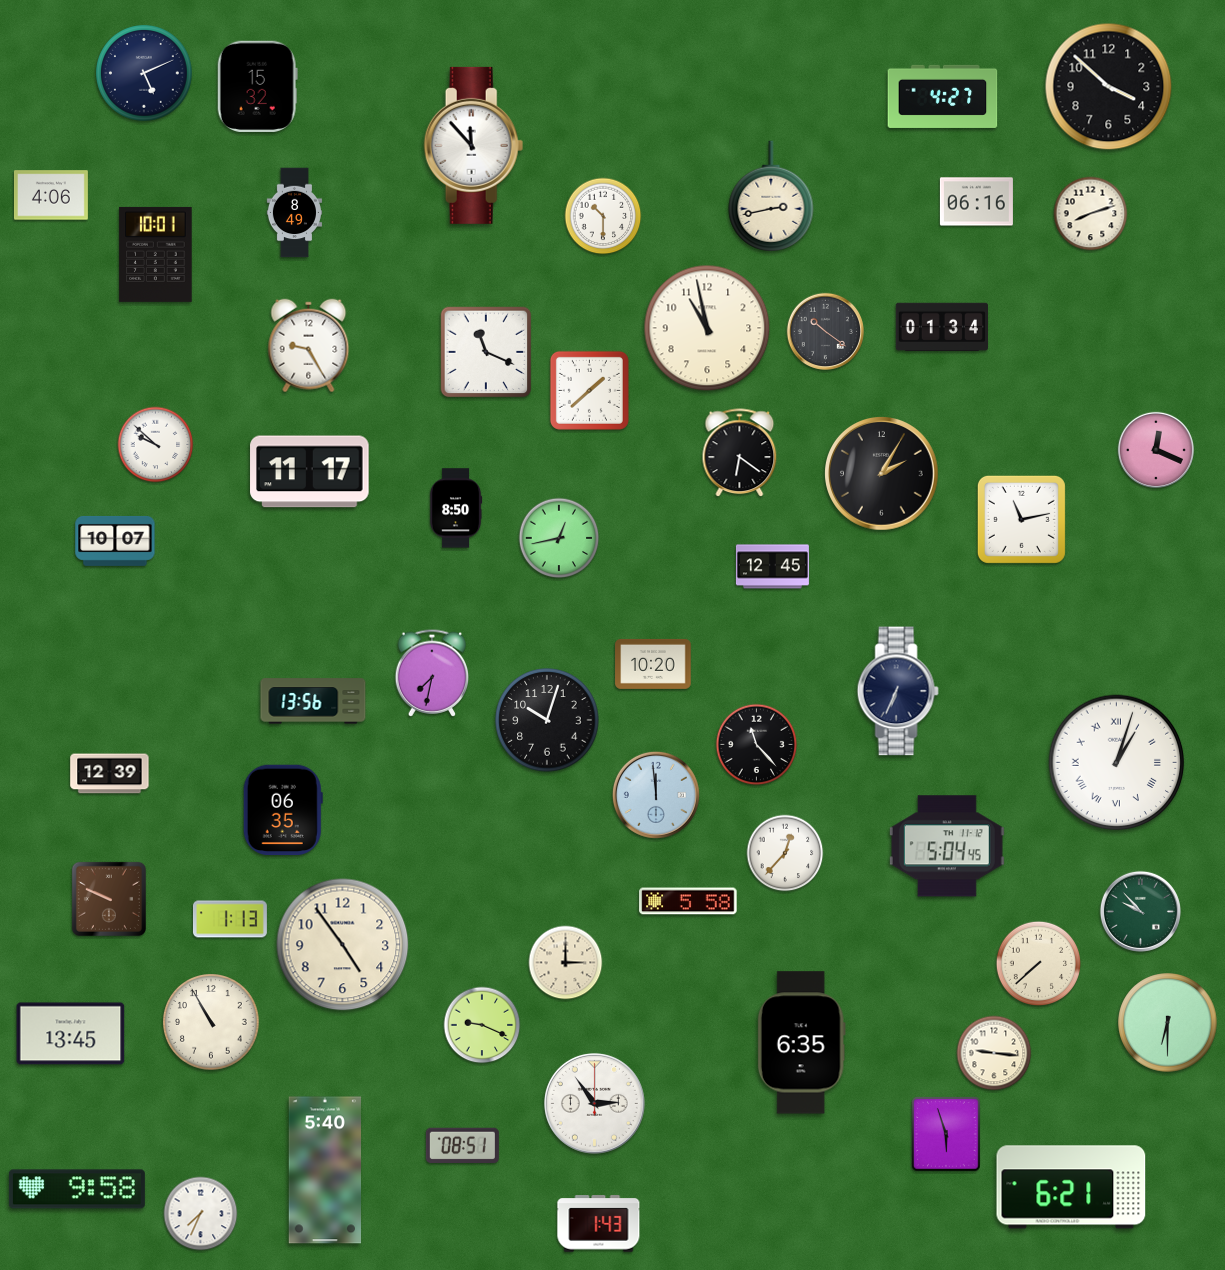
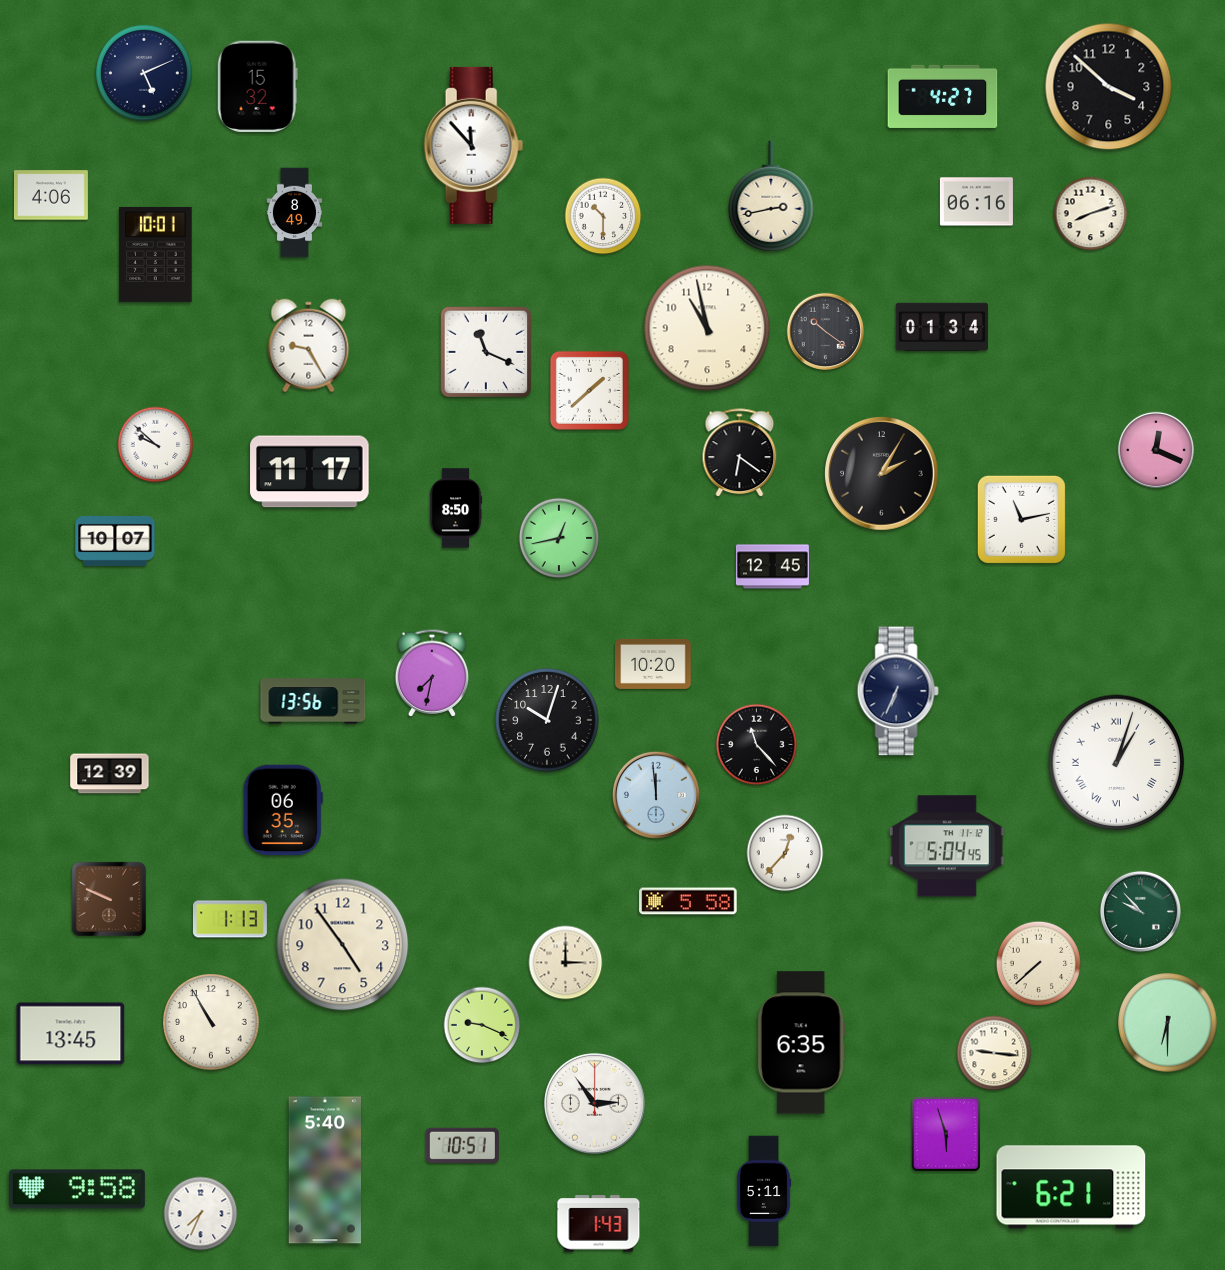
clock at (462, 1145): 08:51 -> 10:51
clock at (764, 1191): none -> 5:11
